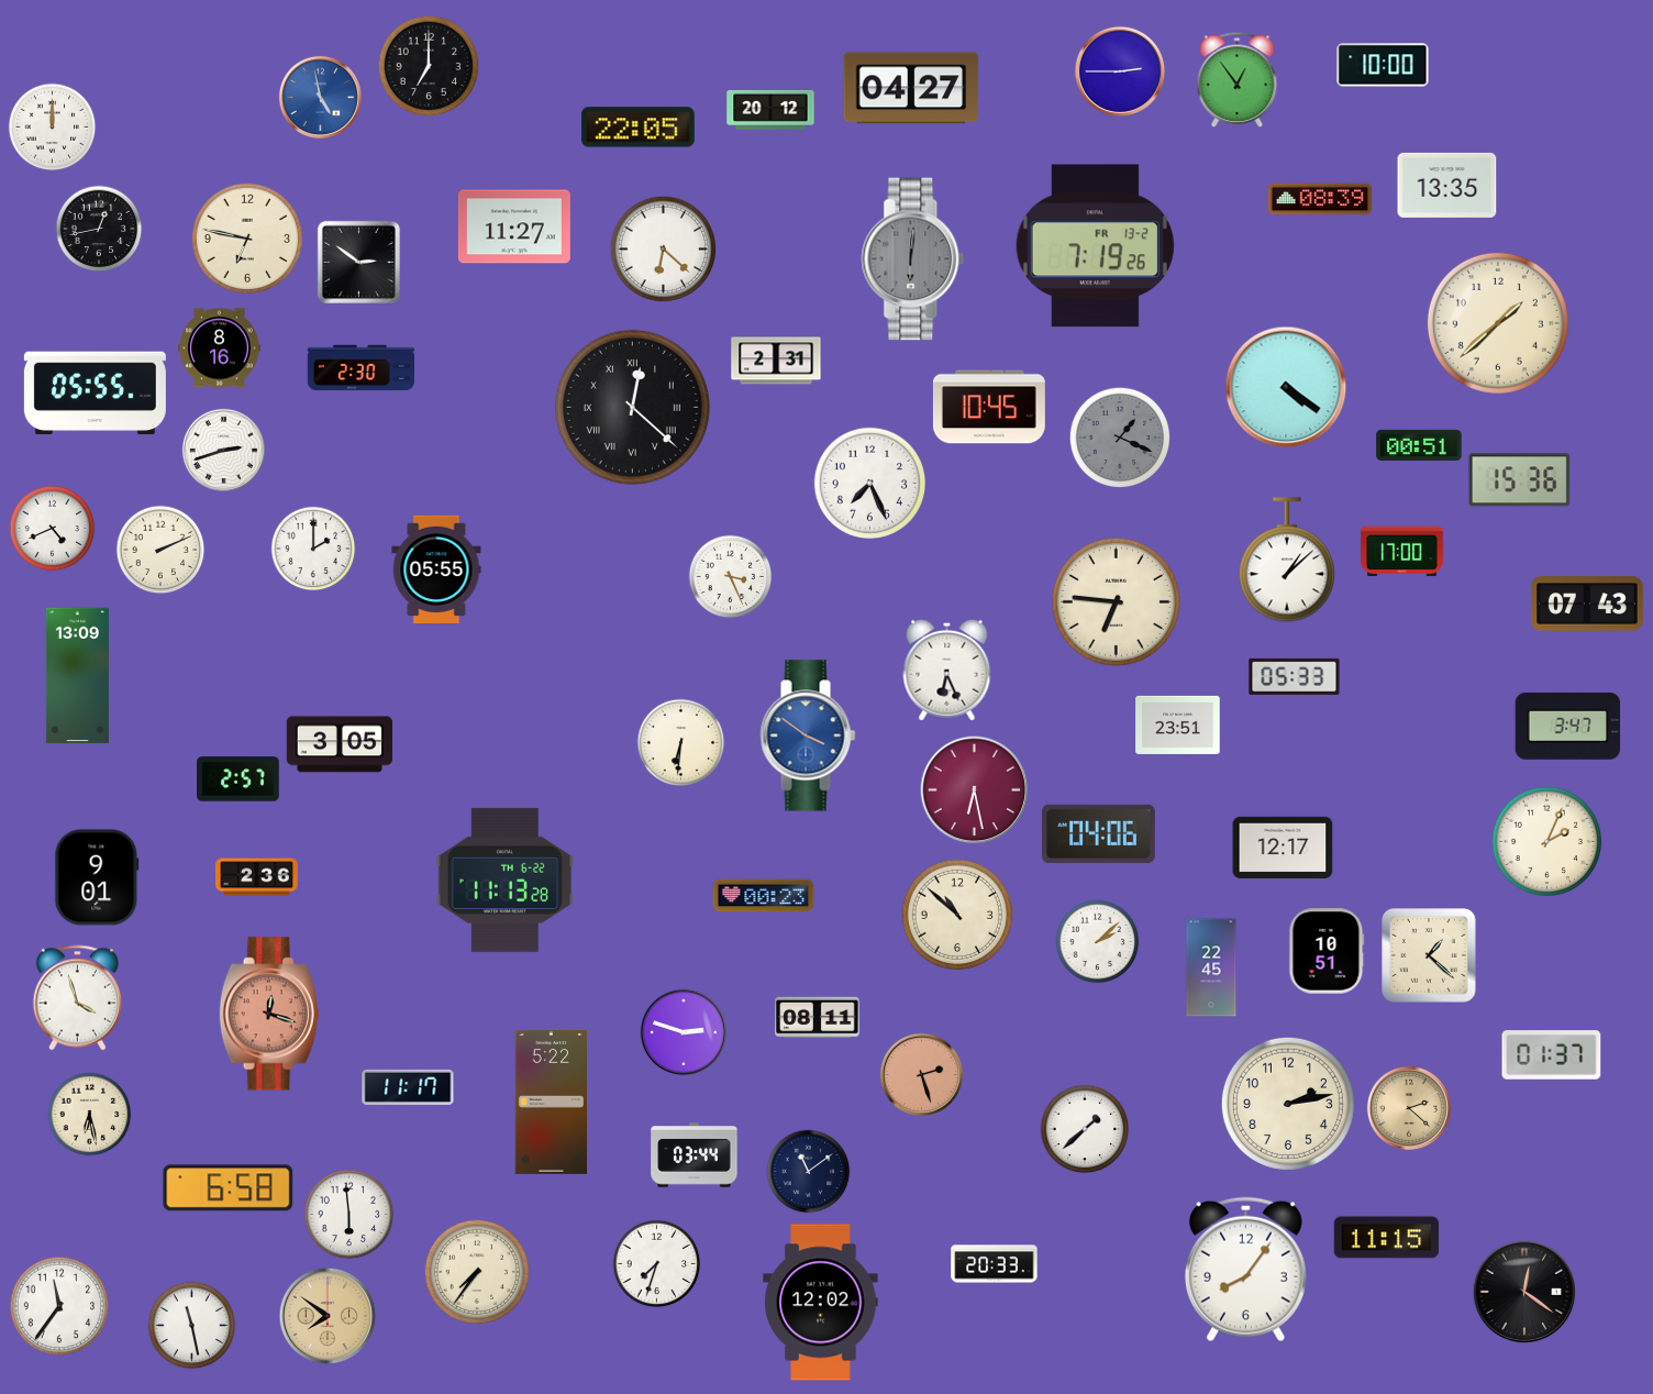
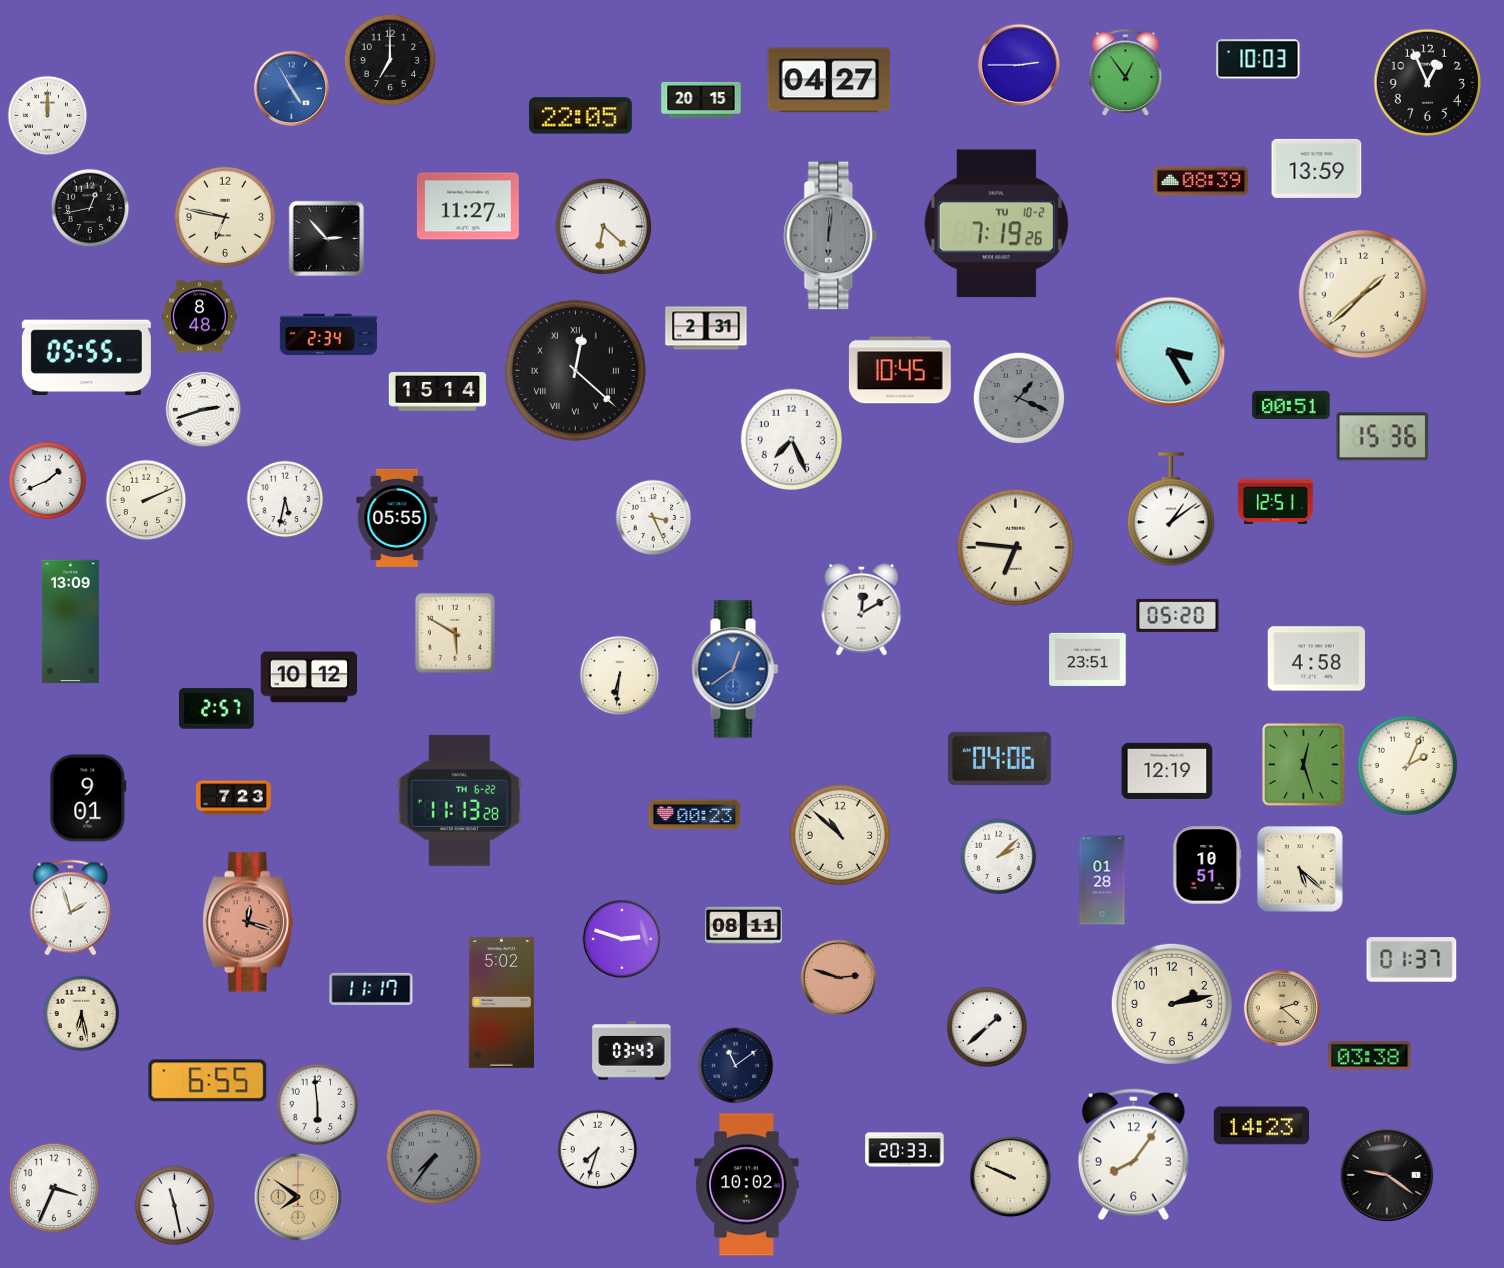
clock at (1383, 65): 10:00 -> 10:03
clock at (1427, 82): none -> 12:56
clock at (320, 97): 4:58 -> 4:55
clock at (770, 110): 20:12 -> 20:15
clock at (1447, 185): 13:35 -> 13:59
clock at (1095, 246) date: FR 13-2 -> TU 10-2
clock at (358, 262): 2:51 -> 2:53
clock at (220, 348): 8:16 -> 8:48
clock at (362, 368): 2:30 -> 2:34
clock at (1286, 387): 4:21 -> 3:25
clock at (438, 392): none -> 15:14
clock at (53, 529): 4:41 -> 1:41
clock at (313, 549): 2:00 -> 5:32
clock at (1402, 552): 17:00 -> 12:51
clock at (1287, 560): 1:08 -> 1:09
clock at (731, 577) position: (731, 577) -> (654, 518)
clock at (1587, 604): 07:43 -> none
clock at (947, 670): 6:26 -> 12:10
clock at (77, 676) position: (77, 676) -> (70, 622)
clock at (1295, 676): 05:33 -> 05:20
clock at (455, 633): none -> 5:50
clock at (1178, 724) position: (1178, 724) -> (1088, 659)
clock at (1316, 659): none -> 4:58
clock at (1568, 726): 3:47 -> none
clock at (808, 735): 3:51 -> 12:39
clock at (340, 744): 3:05 -> 10:12
clock at (975, 790): 6:28 -> none
clock at (1304, 765): none -> 12:27
clock at (1283, 847): 12:17 -> 12:19
clock at (257, 877): 2:36 -> 7:23
clock at (956, 914) position: (956, 914) -> (839, 834)
clock at (1429, 955): 1:22 -> 5:22
clock at (1211, 967): 22:45 -> 01:28
clock at (78, 998): 3:57 -> 1:57
clock at (269, 1014) position: (269, 1014) -> (248, 922)
clock at (921, 1074): 2:27 -> 2:48
clock at (551, 1102): 5:22 -> 5:02
clock at (695, 1155): 03:44 -> 03:43
clock at (1370, 1056): none -> 03:38
clock at (229, 1188): 6:58 -> 6:55
clock at (1387, 1238): 11:15 -> 14:23
clock at (477, 1272) dial: cream -> grey
clock at (1524, 1292): 12:21 -> 9:21
clock at (1010, 1176): none -> 9:49
clock at (821, 1303): 12:02 -> 10:02
clock at (59, 1306): 11:36 -> 3:34
